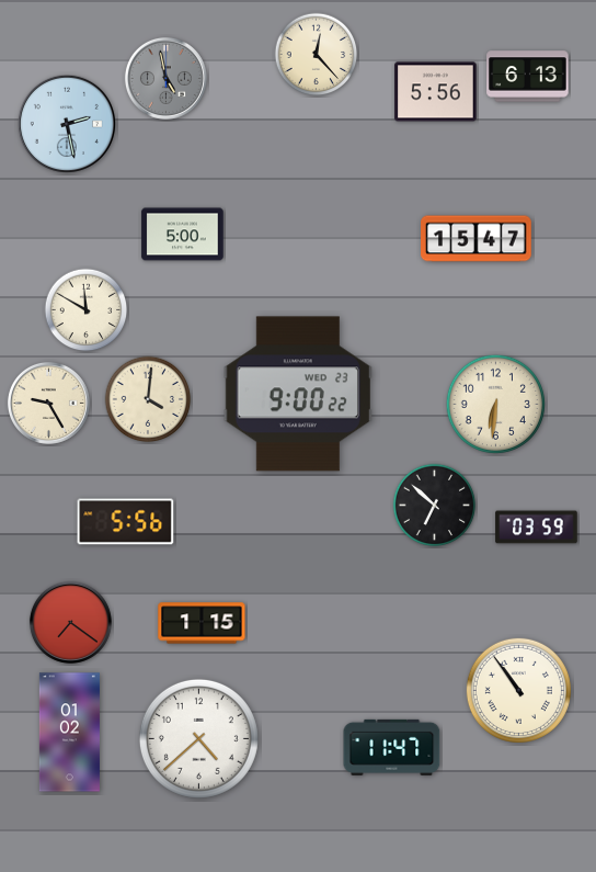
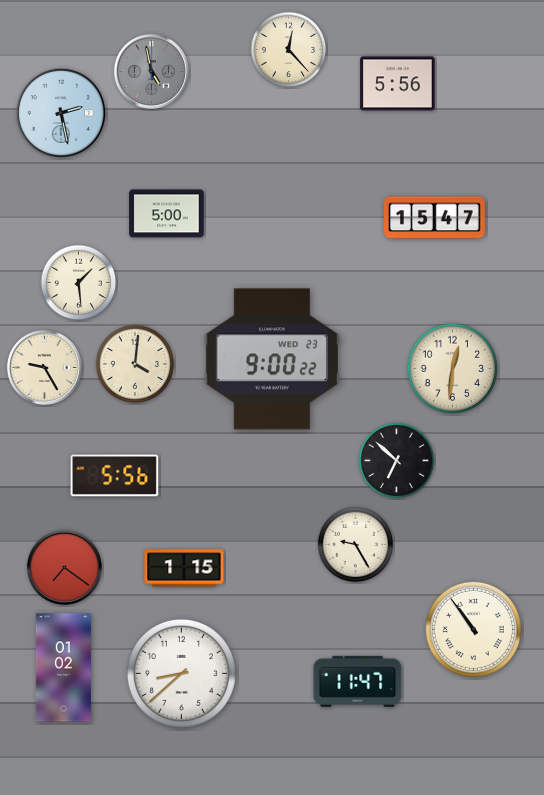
clock at (528, 77): 6:13 -> none
clock at (87, 310): 11:50 -> 1:29
clock at (495, 404): 6:31 -> 12:31
clock at (537, 528): 03:59 -> none
clock at (356, 545): none -> 9:25
clock at (198, 738): 4:38 -> 8:38
